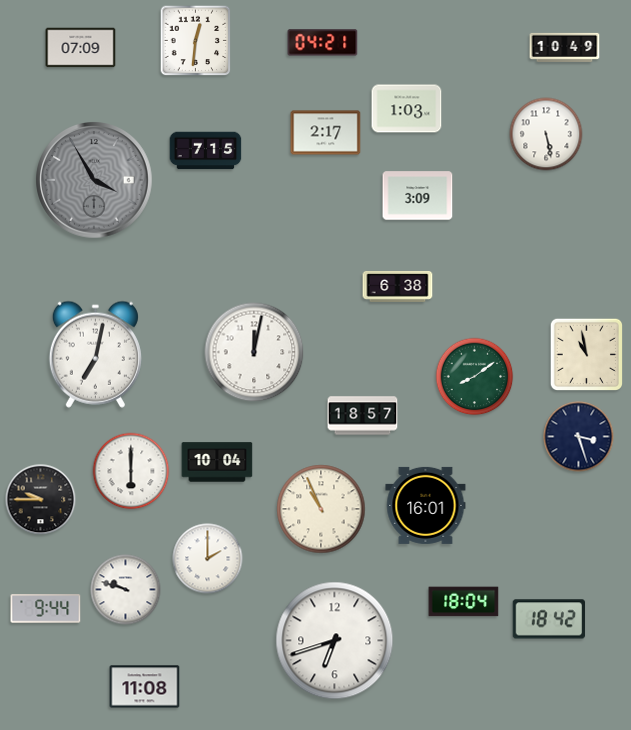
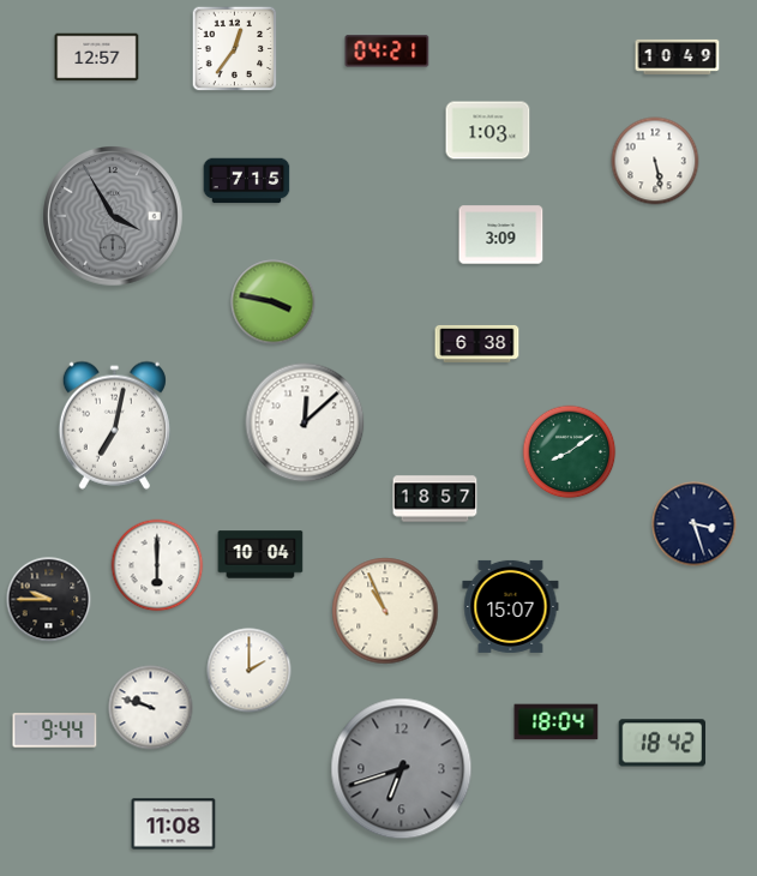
clock at (196, 41): 12:31 -> 12:36
clock at (81, 48): 07:09 -> 12:57
clock at (326, 133): 2:17 -> none
clock at (274, 302): none -> 3:47
clock at (254, 352): 12:02 -> 12:08
clock at (586, 354): 10:58 -> none
clock at (426, 505): 16:01 -> 15:07
clock at (549, 619) position: (549, 619) -> (662, 743)
clock at (335, 641) dial: white -> grey
